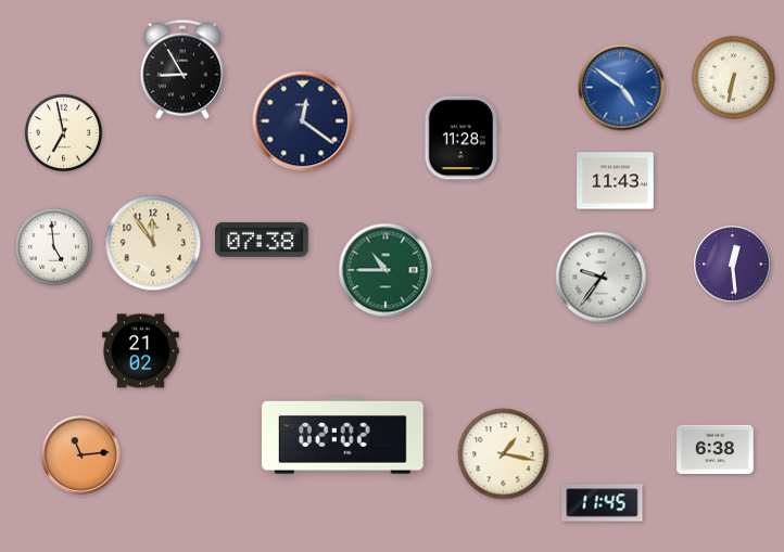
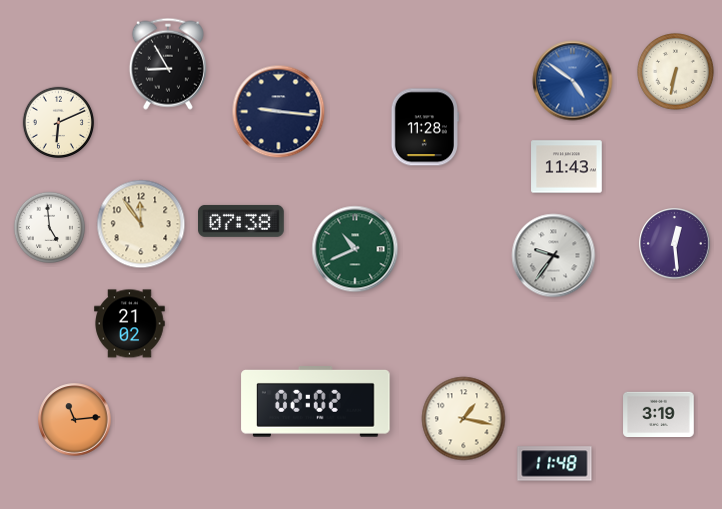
clock at (303, 121): 12:21 -> 9:16
clock at (63, 132): 6:58 -> 6:11
clock at (385, 270): 10:45 -> 10:41
clock at (716, 449): 6:38 -> 3:19
clock at (603, 503): 11:45 -> 11:48
